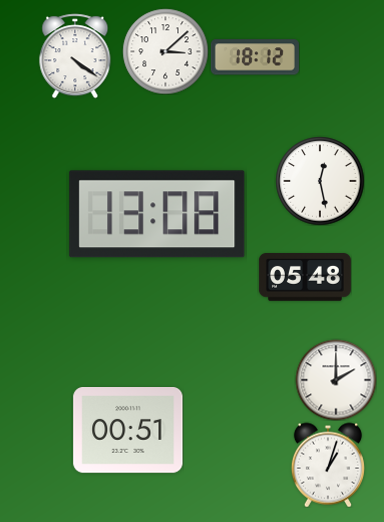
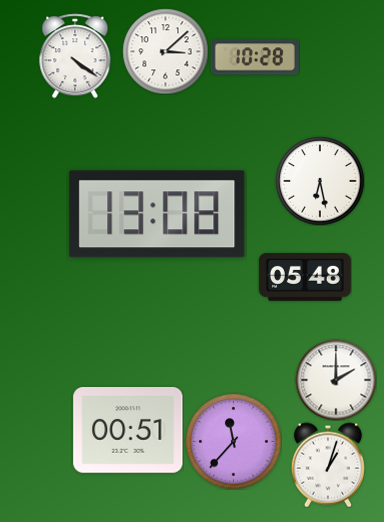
clock at (255, 57): 18:12 -> 10:28
clock at (320, 181): 12:28 -> 6:28
clock at (233, 441): none -> 11:37
